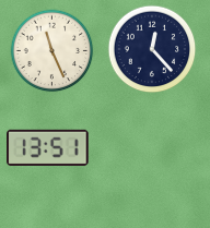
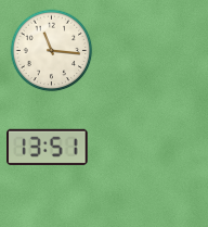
clock at (152, 49): 12:23 -> none
clock at (52, 51): 11:26 -> 11:16
